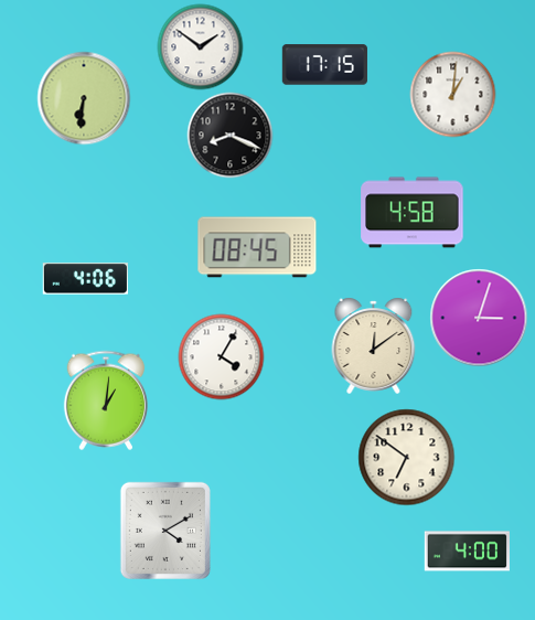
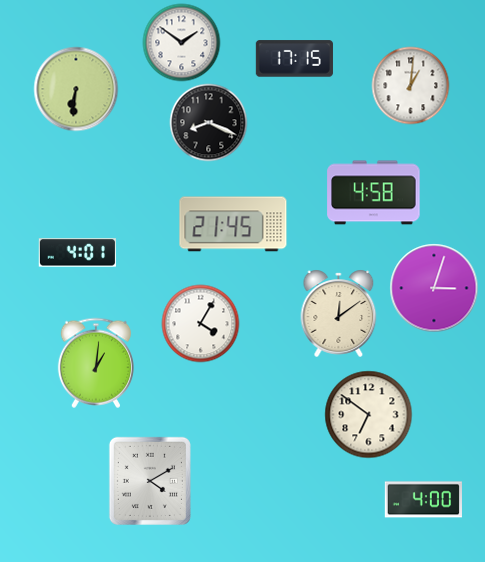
clock at (257, 247): 08:45 -> 21:45
clock at (85, 279): 4:06 -> 4:01
